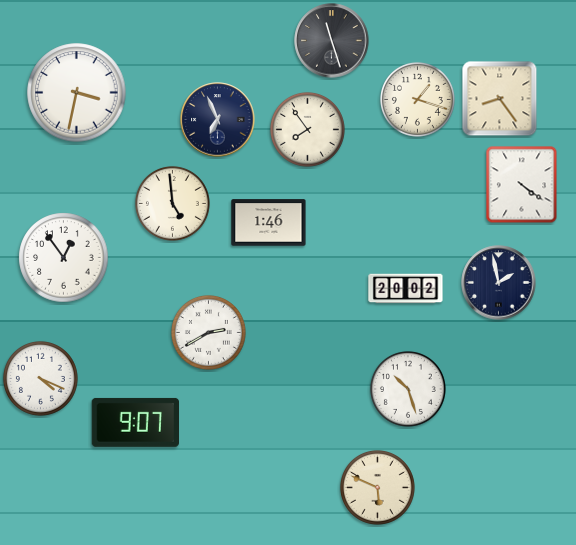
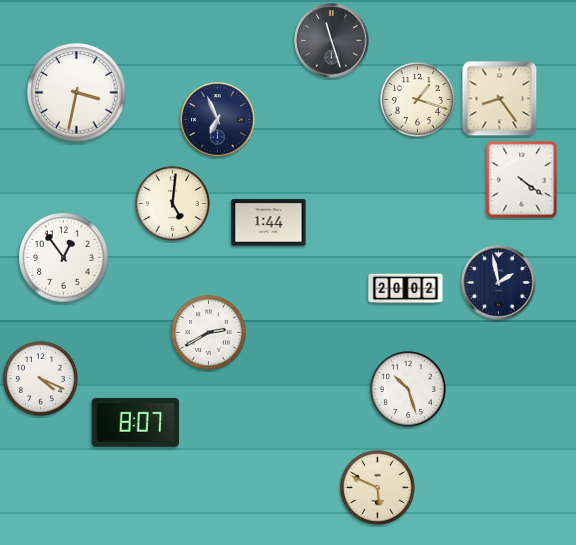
clock at (307, 129): 7:54 -> none
clock at (522, 185) position: (522, 185) -> (522, 180)
clock at (172, 203): 4:59 -> 5:01
clock at (269, 223): 1:46 -> 1:44
clock at (135, 422): 9:07 -> 8:07
